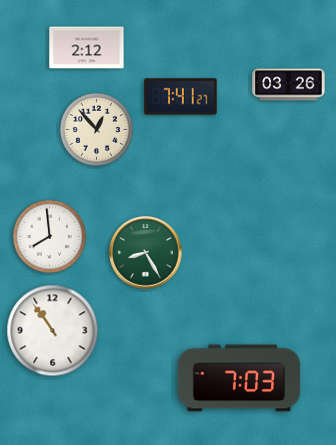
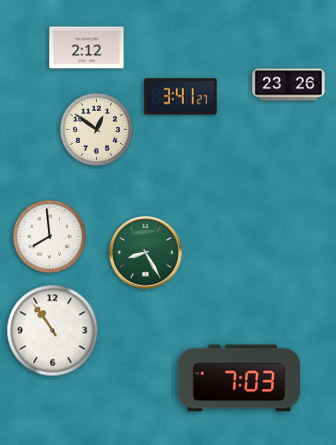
clock at (289, 85): 03:26 -> 23:26
clock at (181, 97): 7:41 -> 3:41
clock at (96, 129): 12:53 -> 12:51
